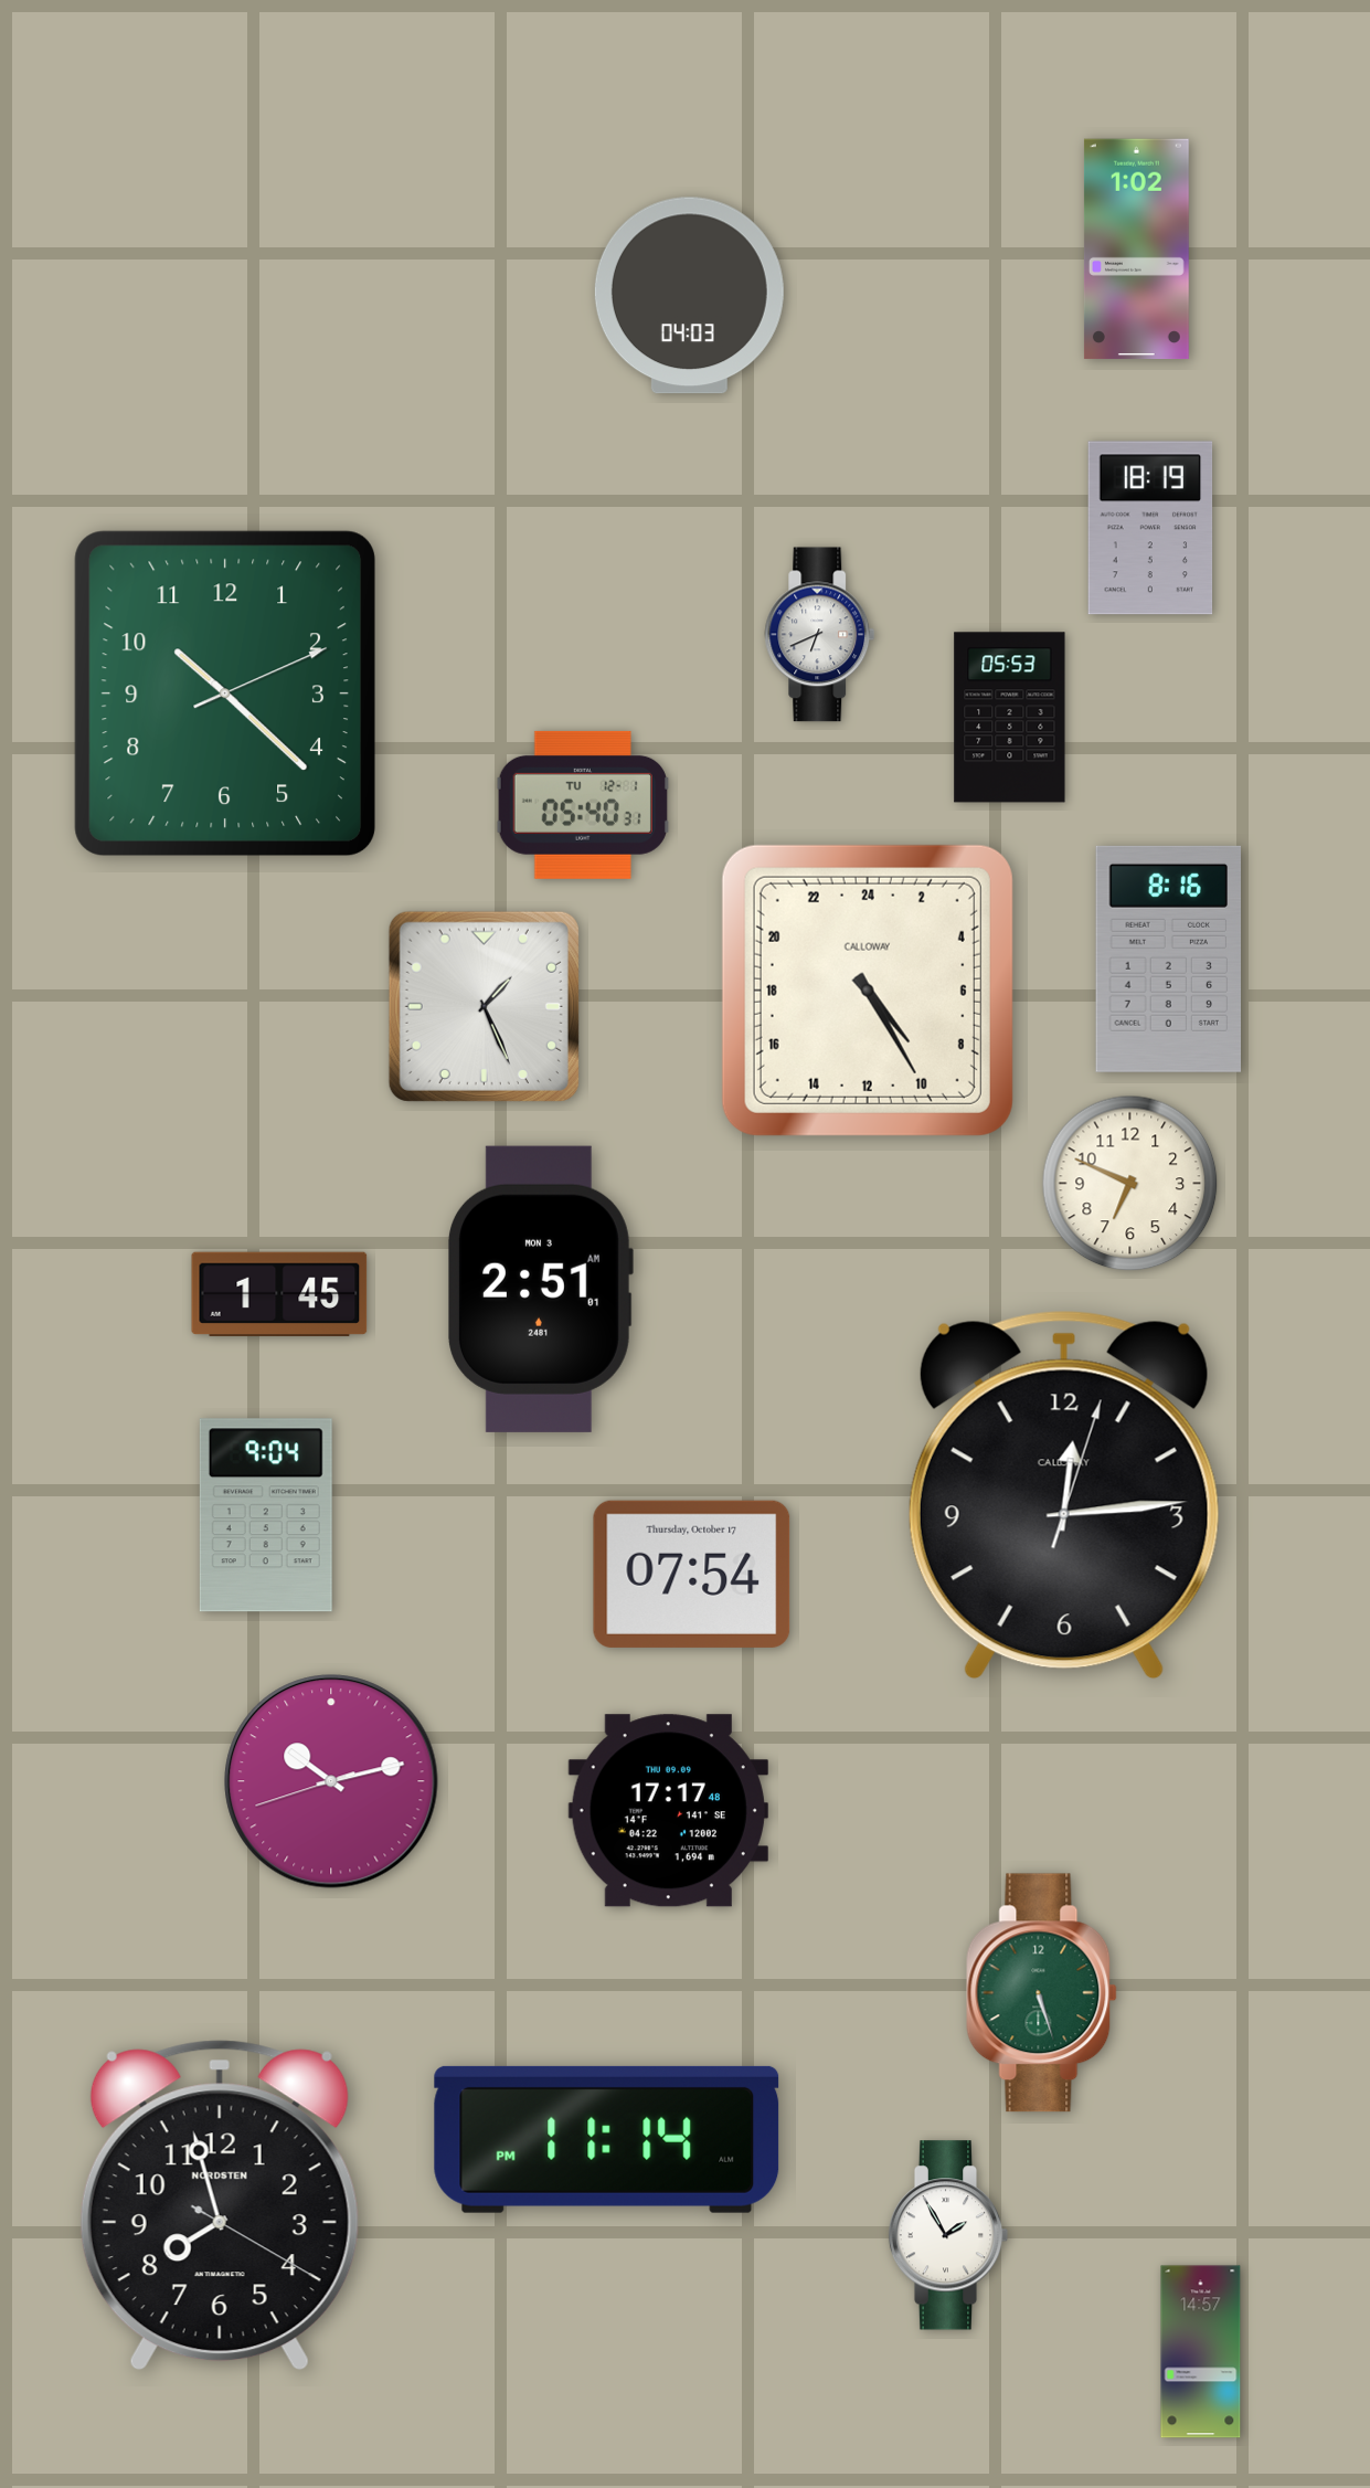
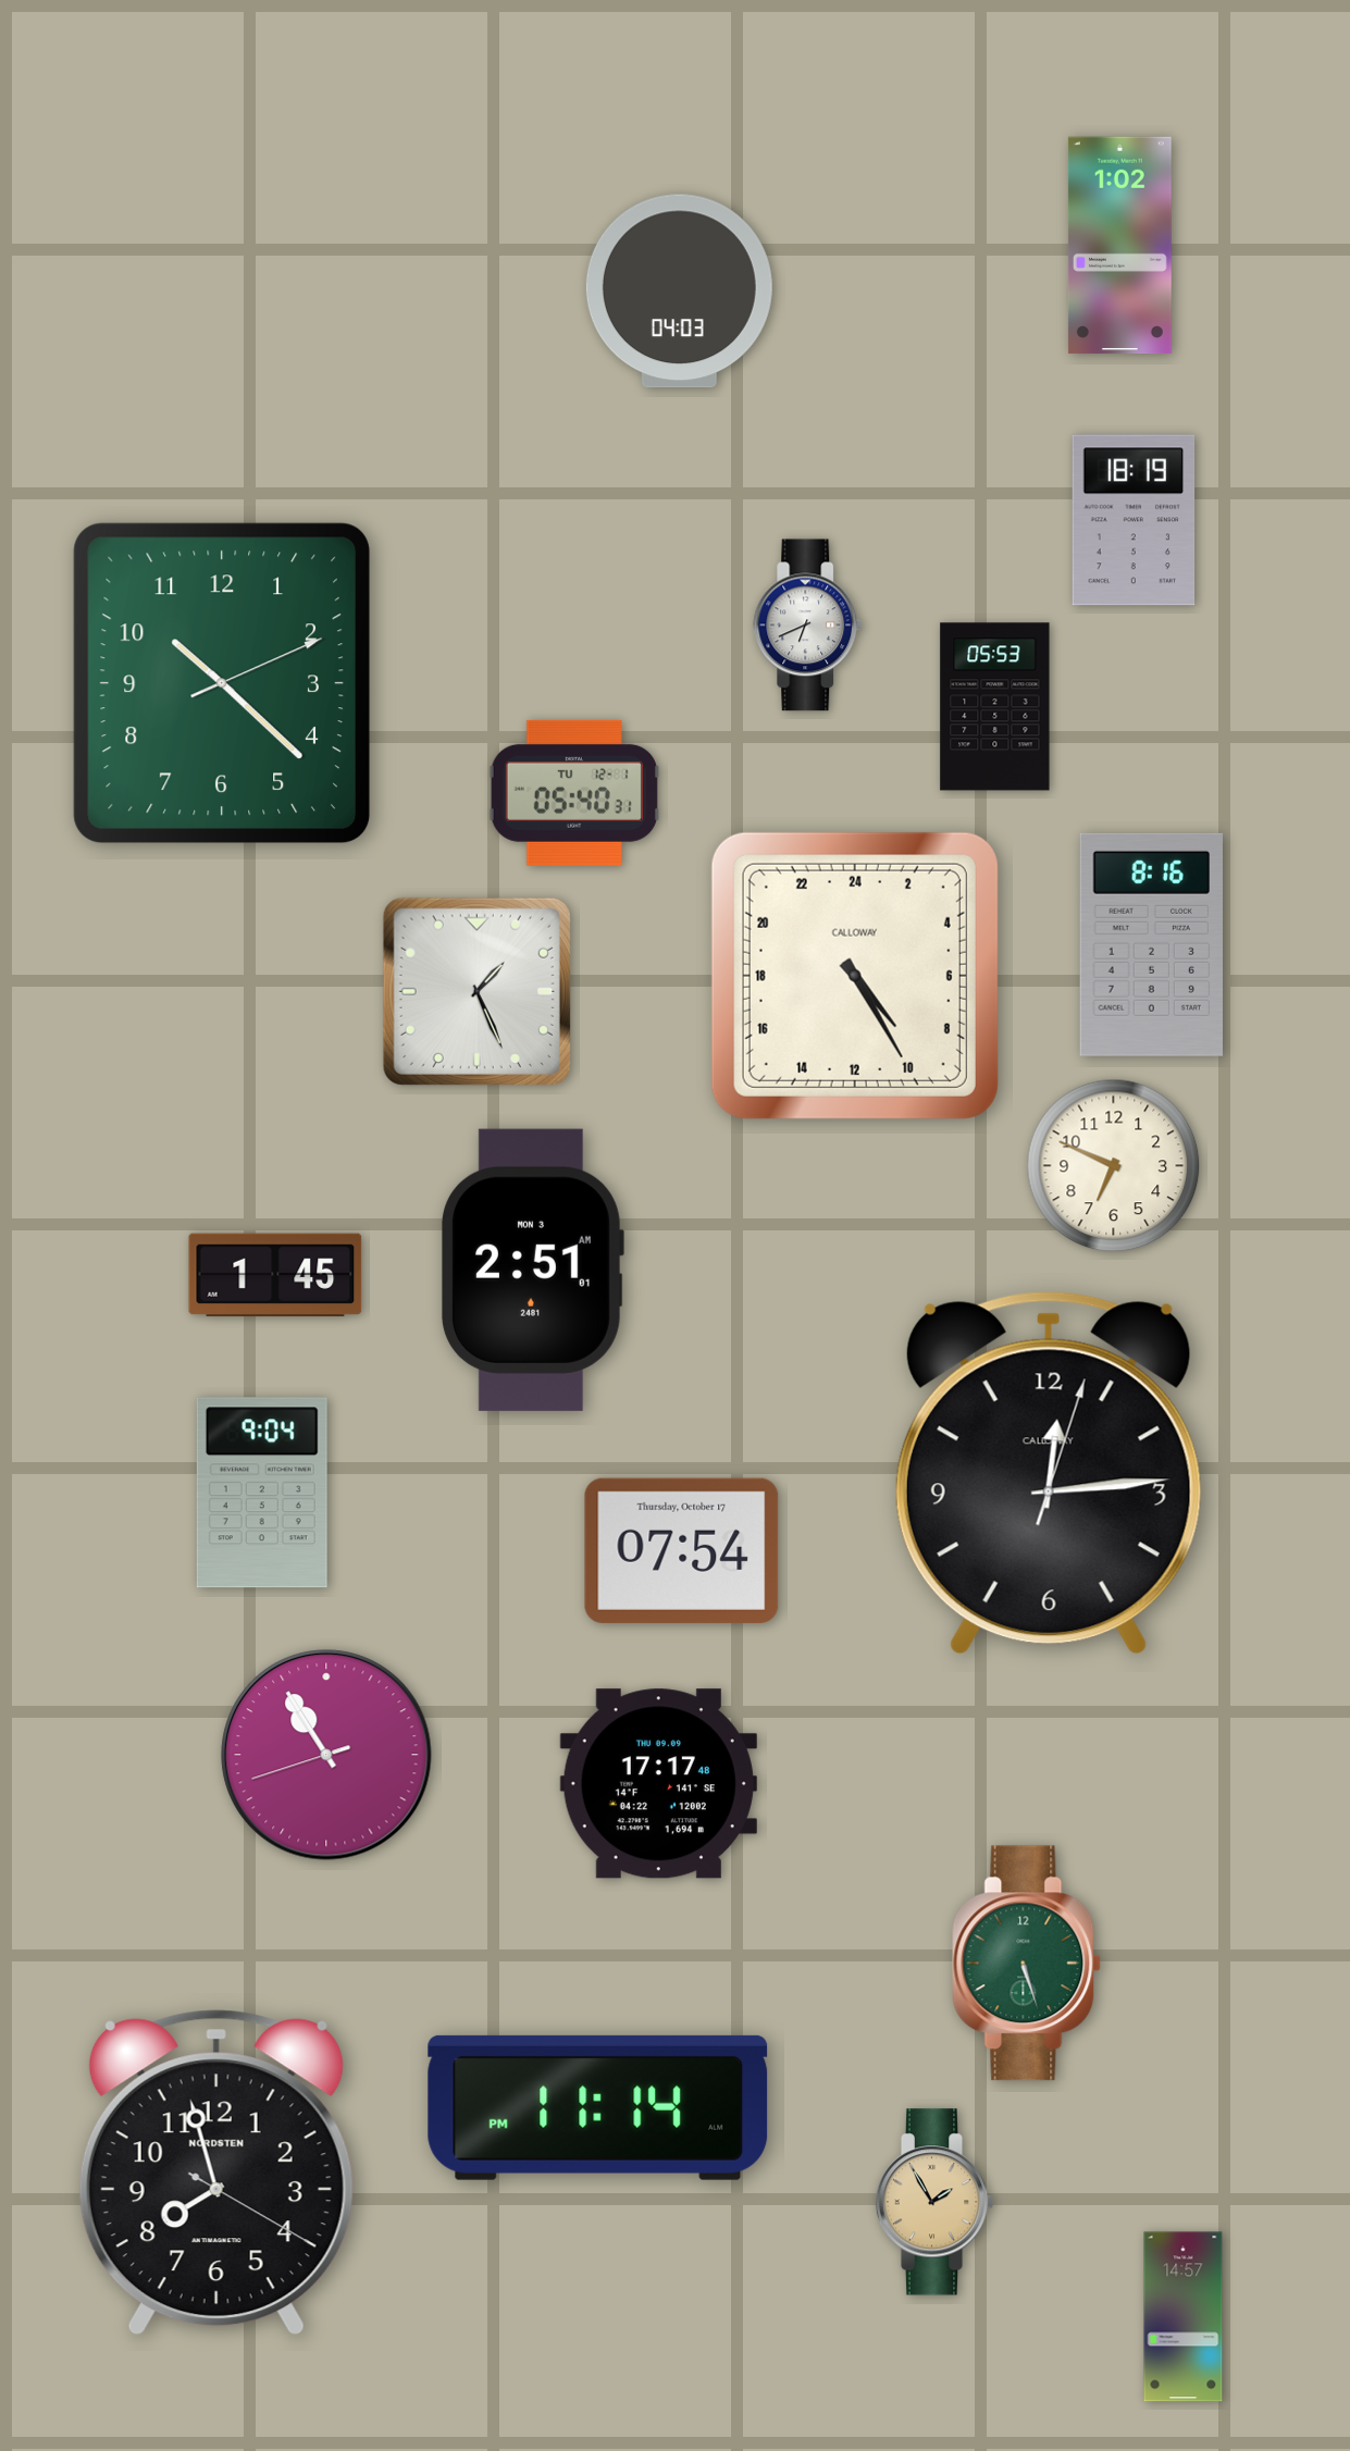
clock at (331, 1781): 10:12 -> 10:54
clock at (948, 2235) dial: white -> champagne
